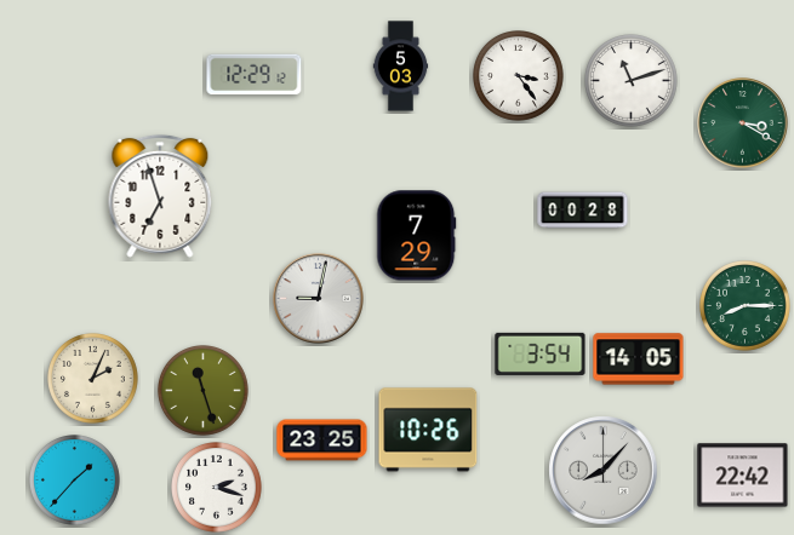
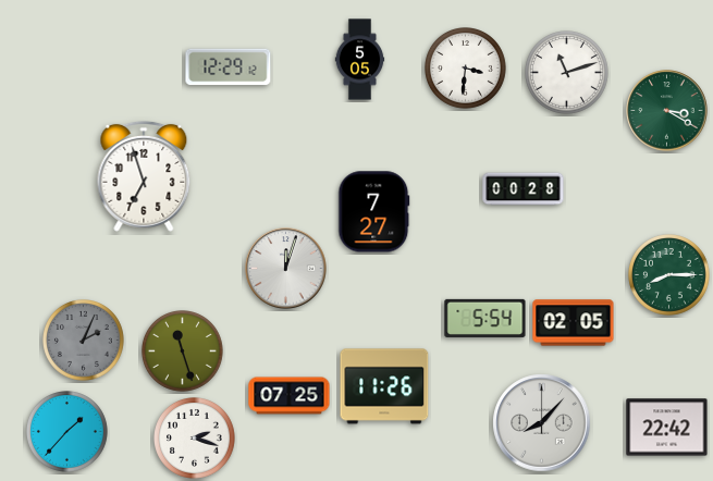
clock at (401, 67): 5:03 -> 5:05
clock at (519, 76): 3:24 -> 3:31
clock at (417, 236): 7:29 -> 7:27
clock at (319, 299): 9:02 -> 12:03
clock at (541, 353): 3:54 -> 5:54
clock at (639, 359): 14:05 -> 02:05
clock at (93, 379) dial: cream -> grey
clock at (428, 430): 10:26 -> 11:26
clock at (322, 441): 23:25 -> 07:25
